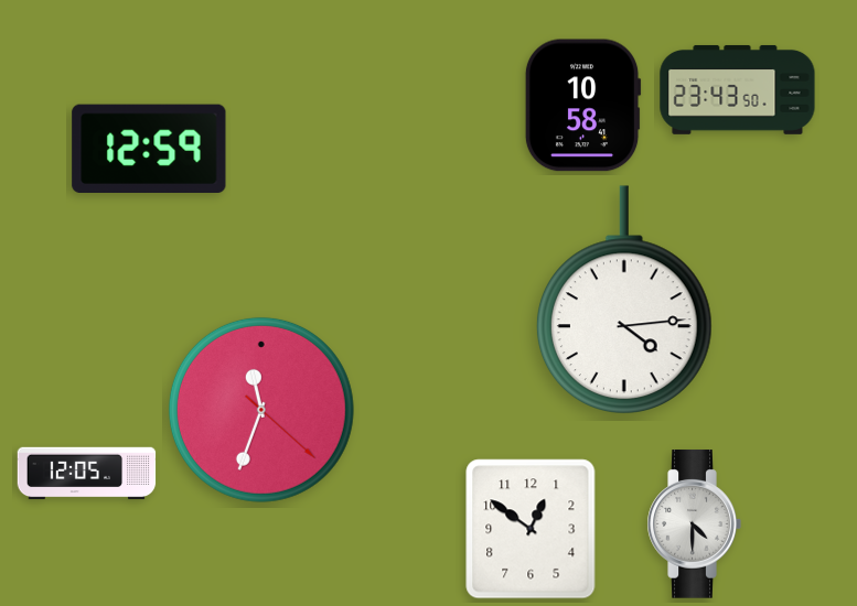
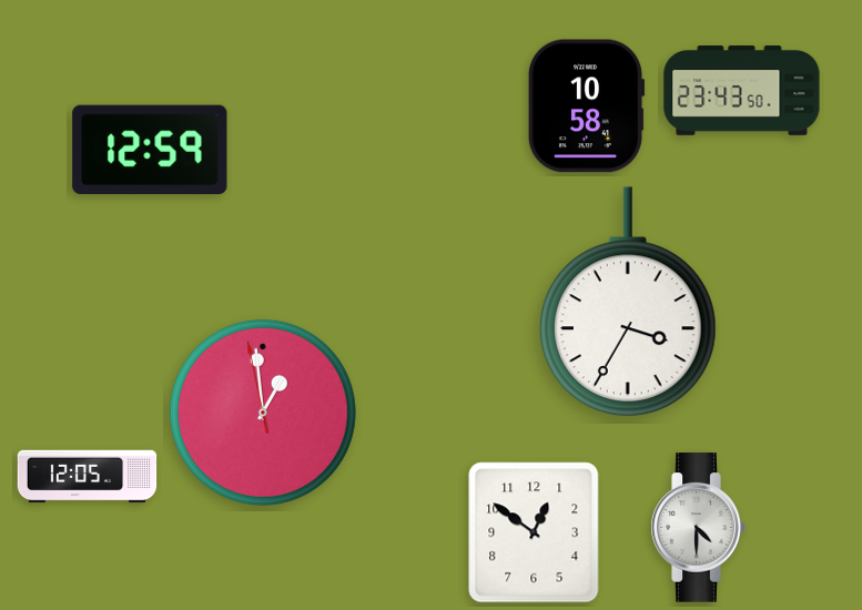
clock at (624, 300): 4:14 -> 3:35
clock at (261, 410): 11:33 -> 12:58
